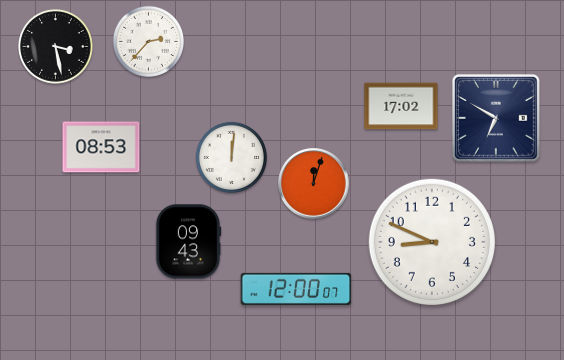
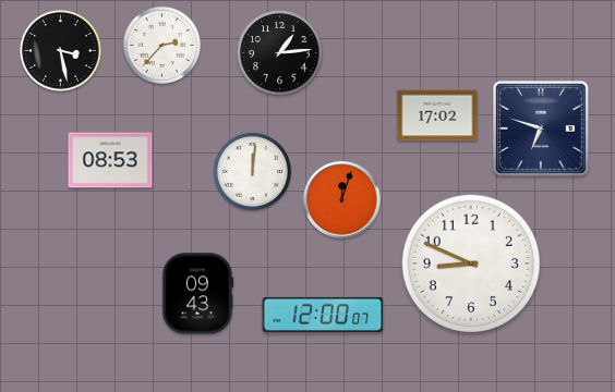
clock at (280, 53): none -> 1:14
clock at (496, 118): 6:50 -> 6:48
clock at (188, 242) position: (188, 242) -> (197, 294)
